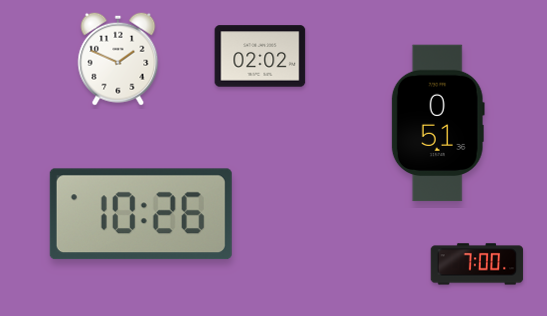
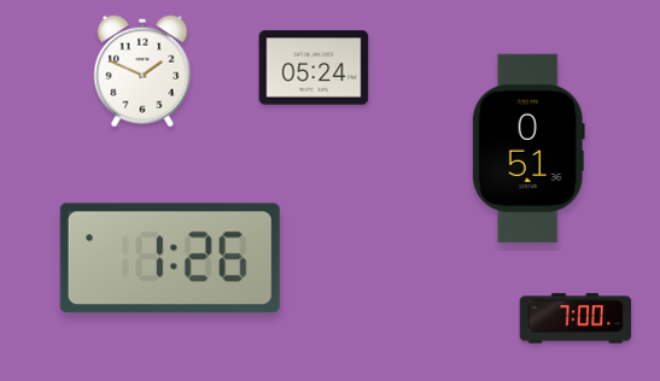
clock at (260, 56): 02:02 -> 05:24
clock at (141, 214): 10:26 -> 1:26
